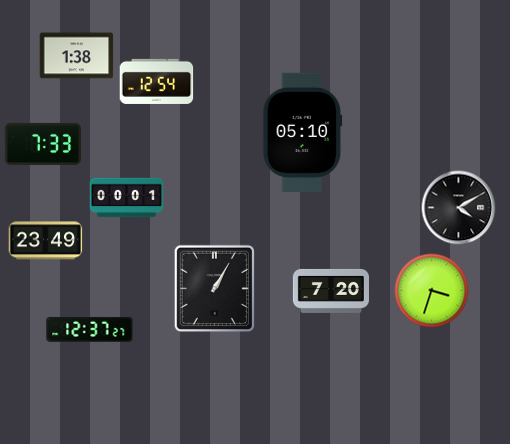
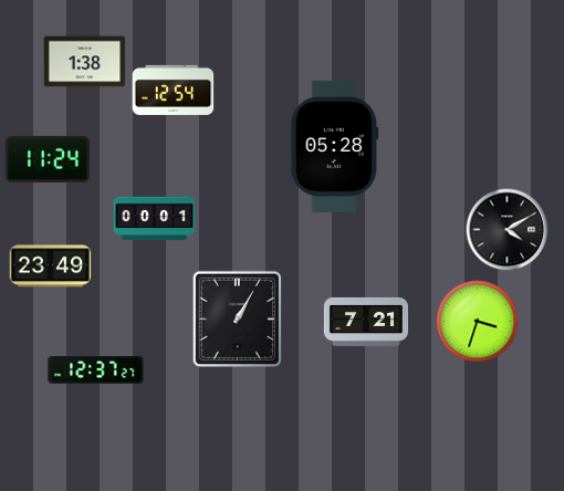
clock at (303, 132): 05:10 -> 05:28
clock at (43, 144): 7:33 -> 11:24
clock at (127, 198) position: (127, 198) -> (155, 219)
clock at (330, 291): 7:20 -> 7:21
clock at (90, 329) position: (90, 329) -> (96, 369)
